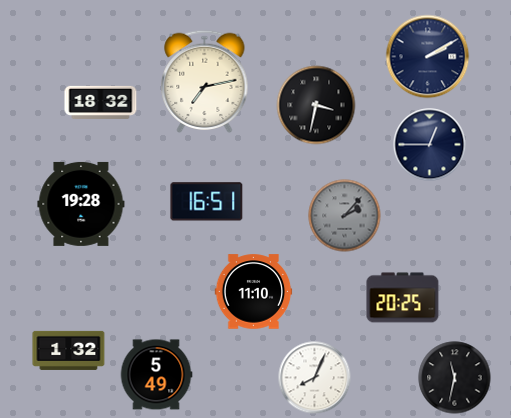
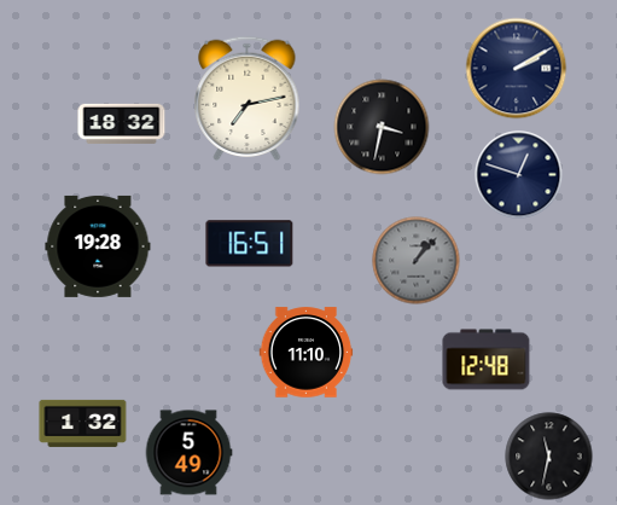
clock at (430, 145): 12:45 -> 12:48
clock at (345, 216): 2:07 -> 1:07
clock at (403, 298): 20:25 -> 12:48
clock at (315, 378): 8:04 -> none
